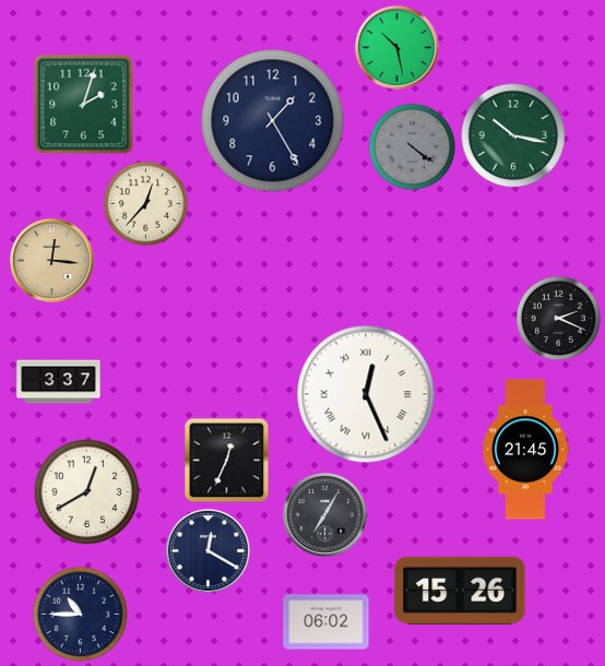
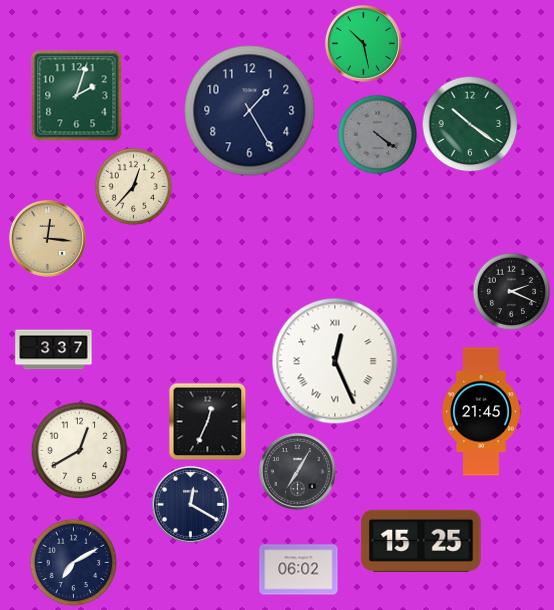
clock at (513, 135): 10:17 -> 10:21
clock at (460, 591): 15:26 -> 15:25
clock at (80, 614): 10:45 -> 7:10
